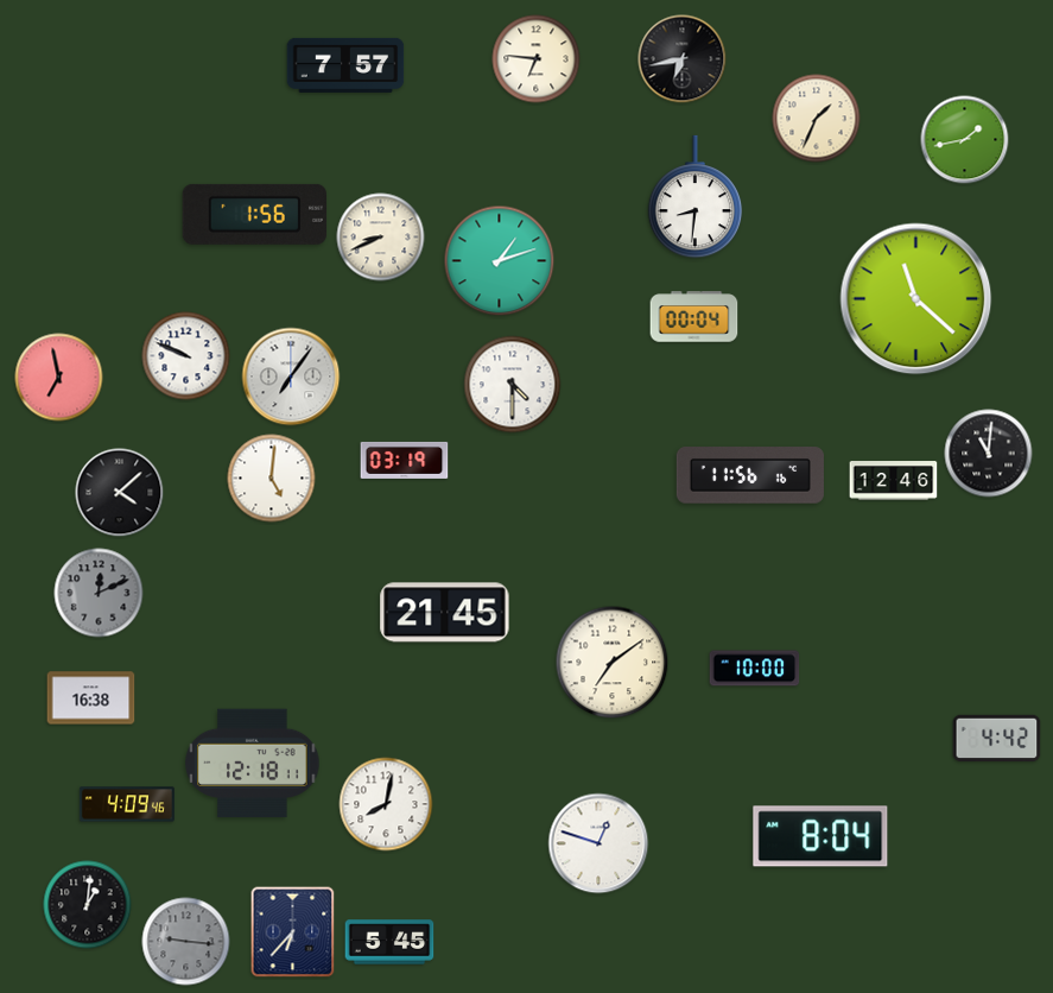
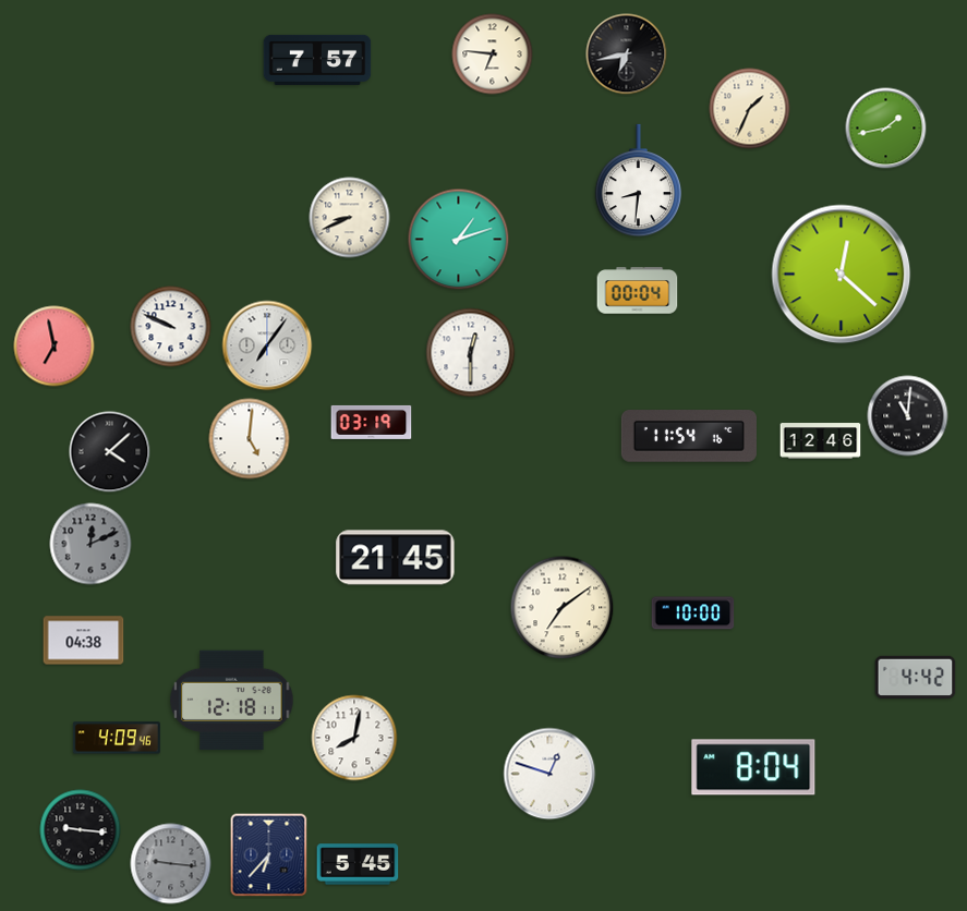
clock at (255, 214): 1:56 -> none
clock at (916, 299): 11:22 -> 12:22
clock at (513, 385): 4:30 -> 12:30
clock at (750, 475): 11:56 -> 11:54
clock at (445, 613) position: (445, 613) -> (396, 558)
clock at (91, 698): 16:38 -> 04:38
clock at (88, 905): 1:01 -> 9:16
